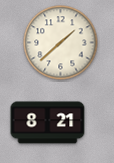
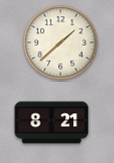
clock at (48, 123) position: (48, 123) -> (52, 123)
